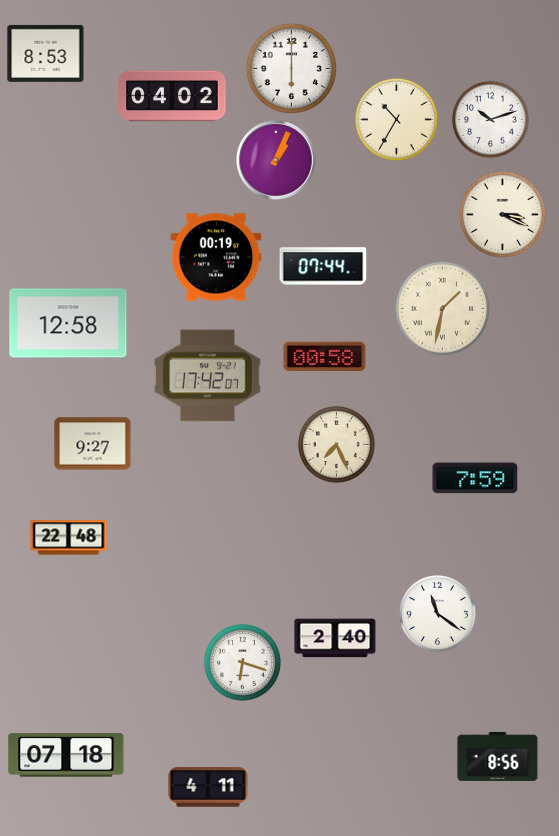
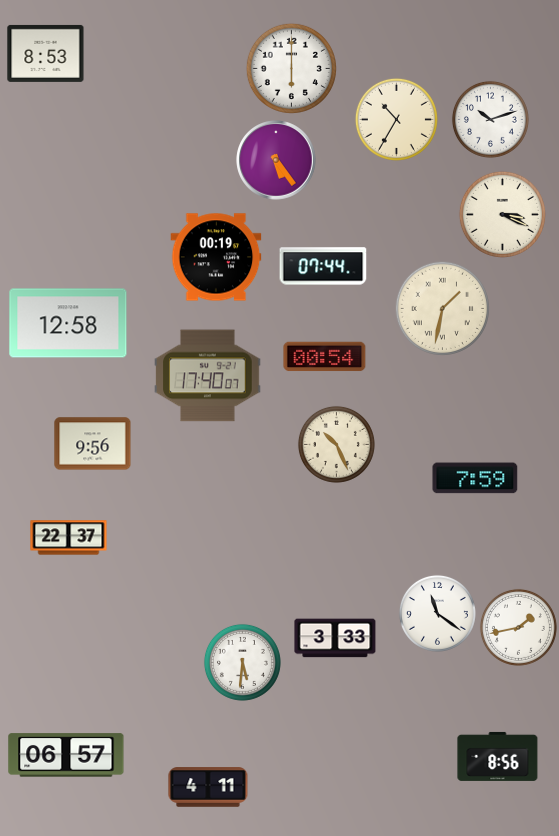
clock at (172, 96): 04:02 -> none
clock at (276, 160): 1:04 -> 5:24
clock at (325, 357): 00:58 -> 00:54
clock at (208, 376): 17:42 -> 17:40
clock at (93, 444): 9:27 -> 9:56
clock at (336, 444): 7:26 -> 10:26
clock at (69, 538): 22:48 -> 22:37
clock at (518, 627): none -> 1:43
clock at (335, 638): 2:40 -> 3:33
clock at (242, 662): 6:18 -> 5:31
clock at (66, 755): 07:18 -> 06:57
